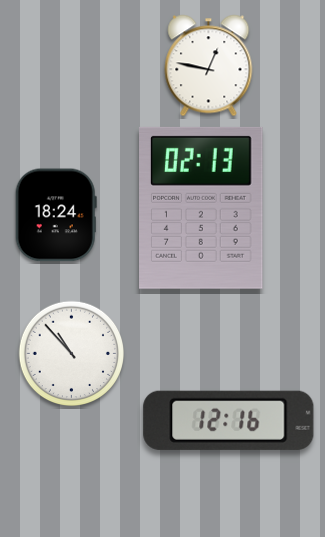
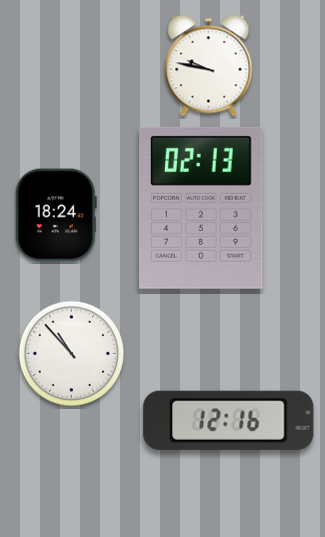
clock at (209, 66): 12:47 -> 9:47
